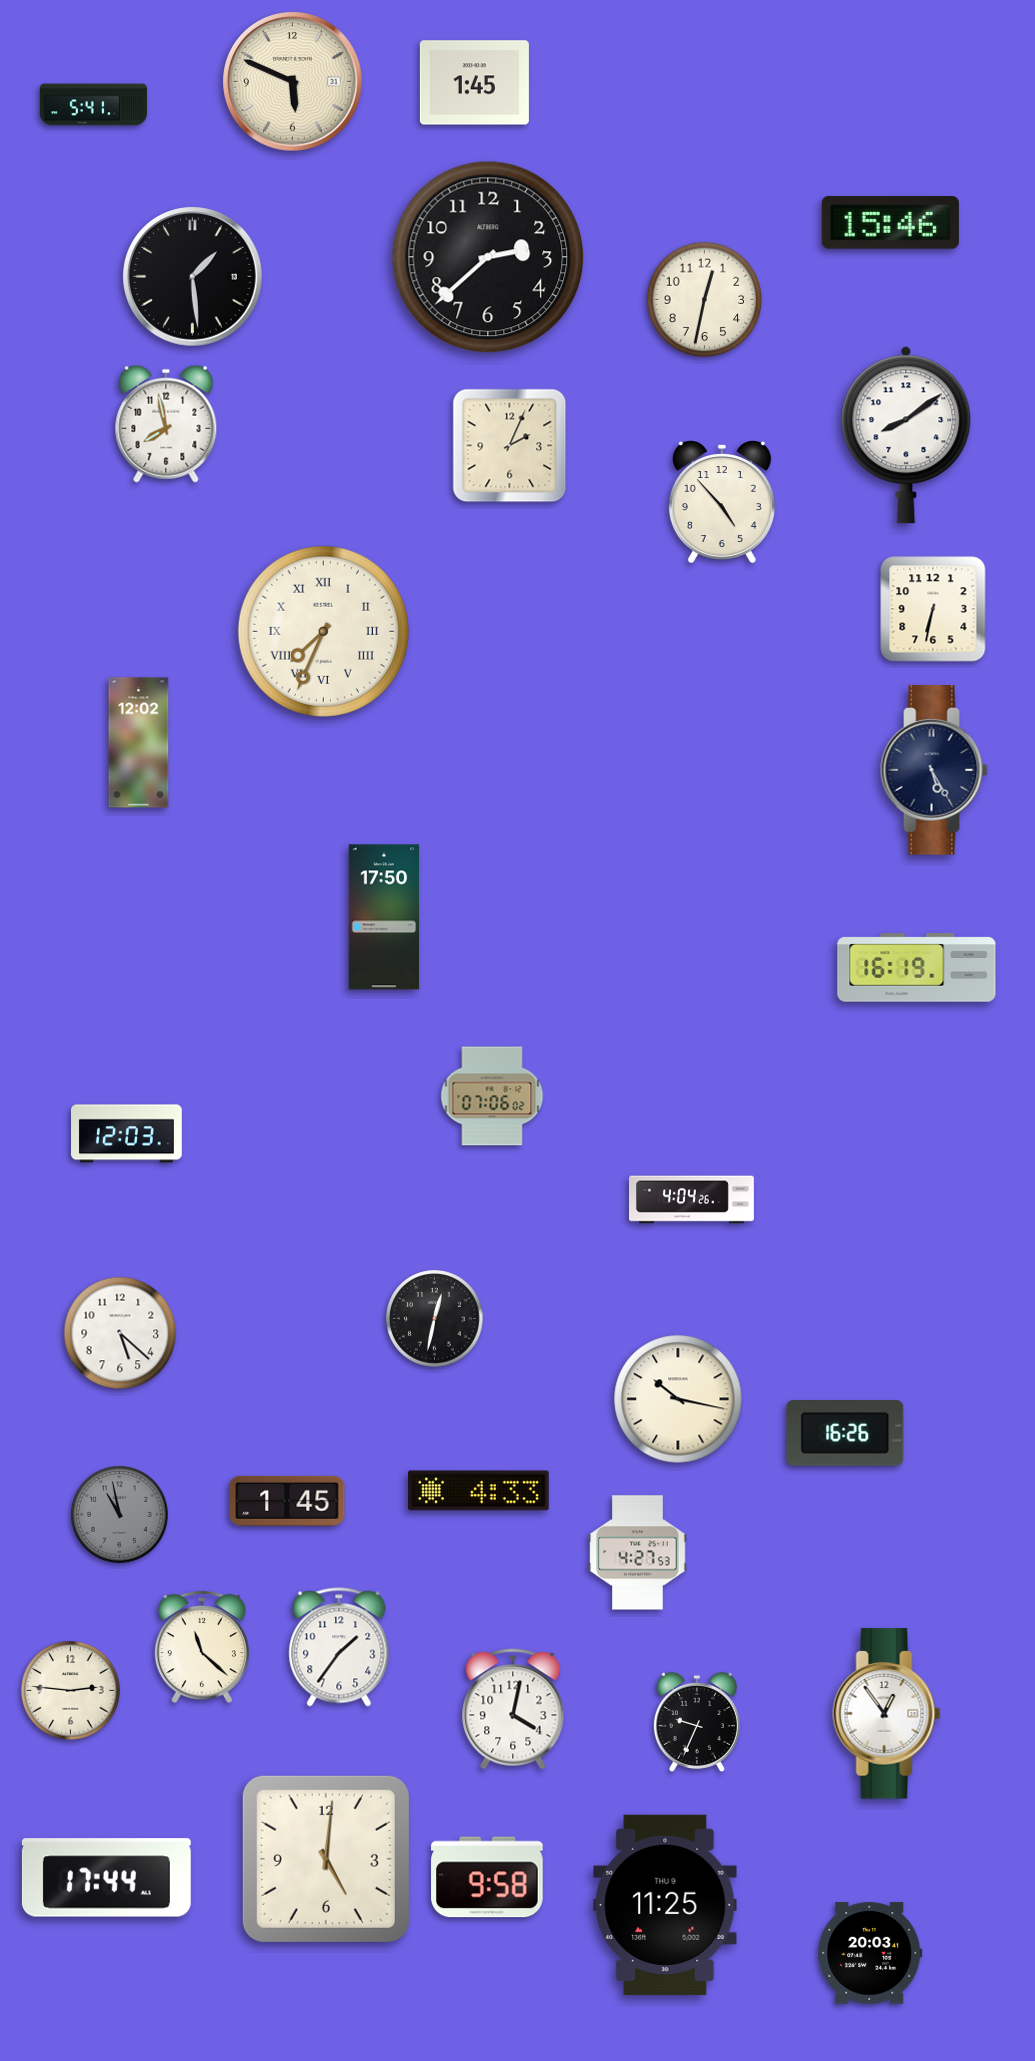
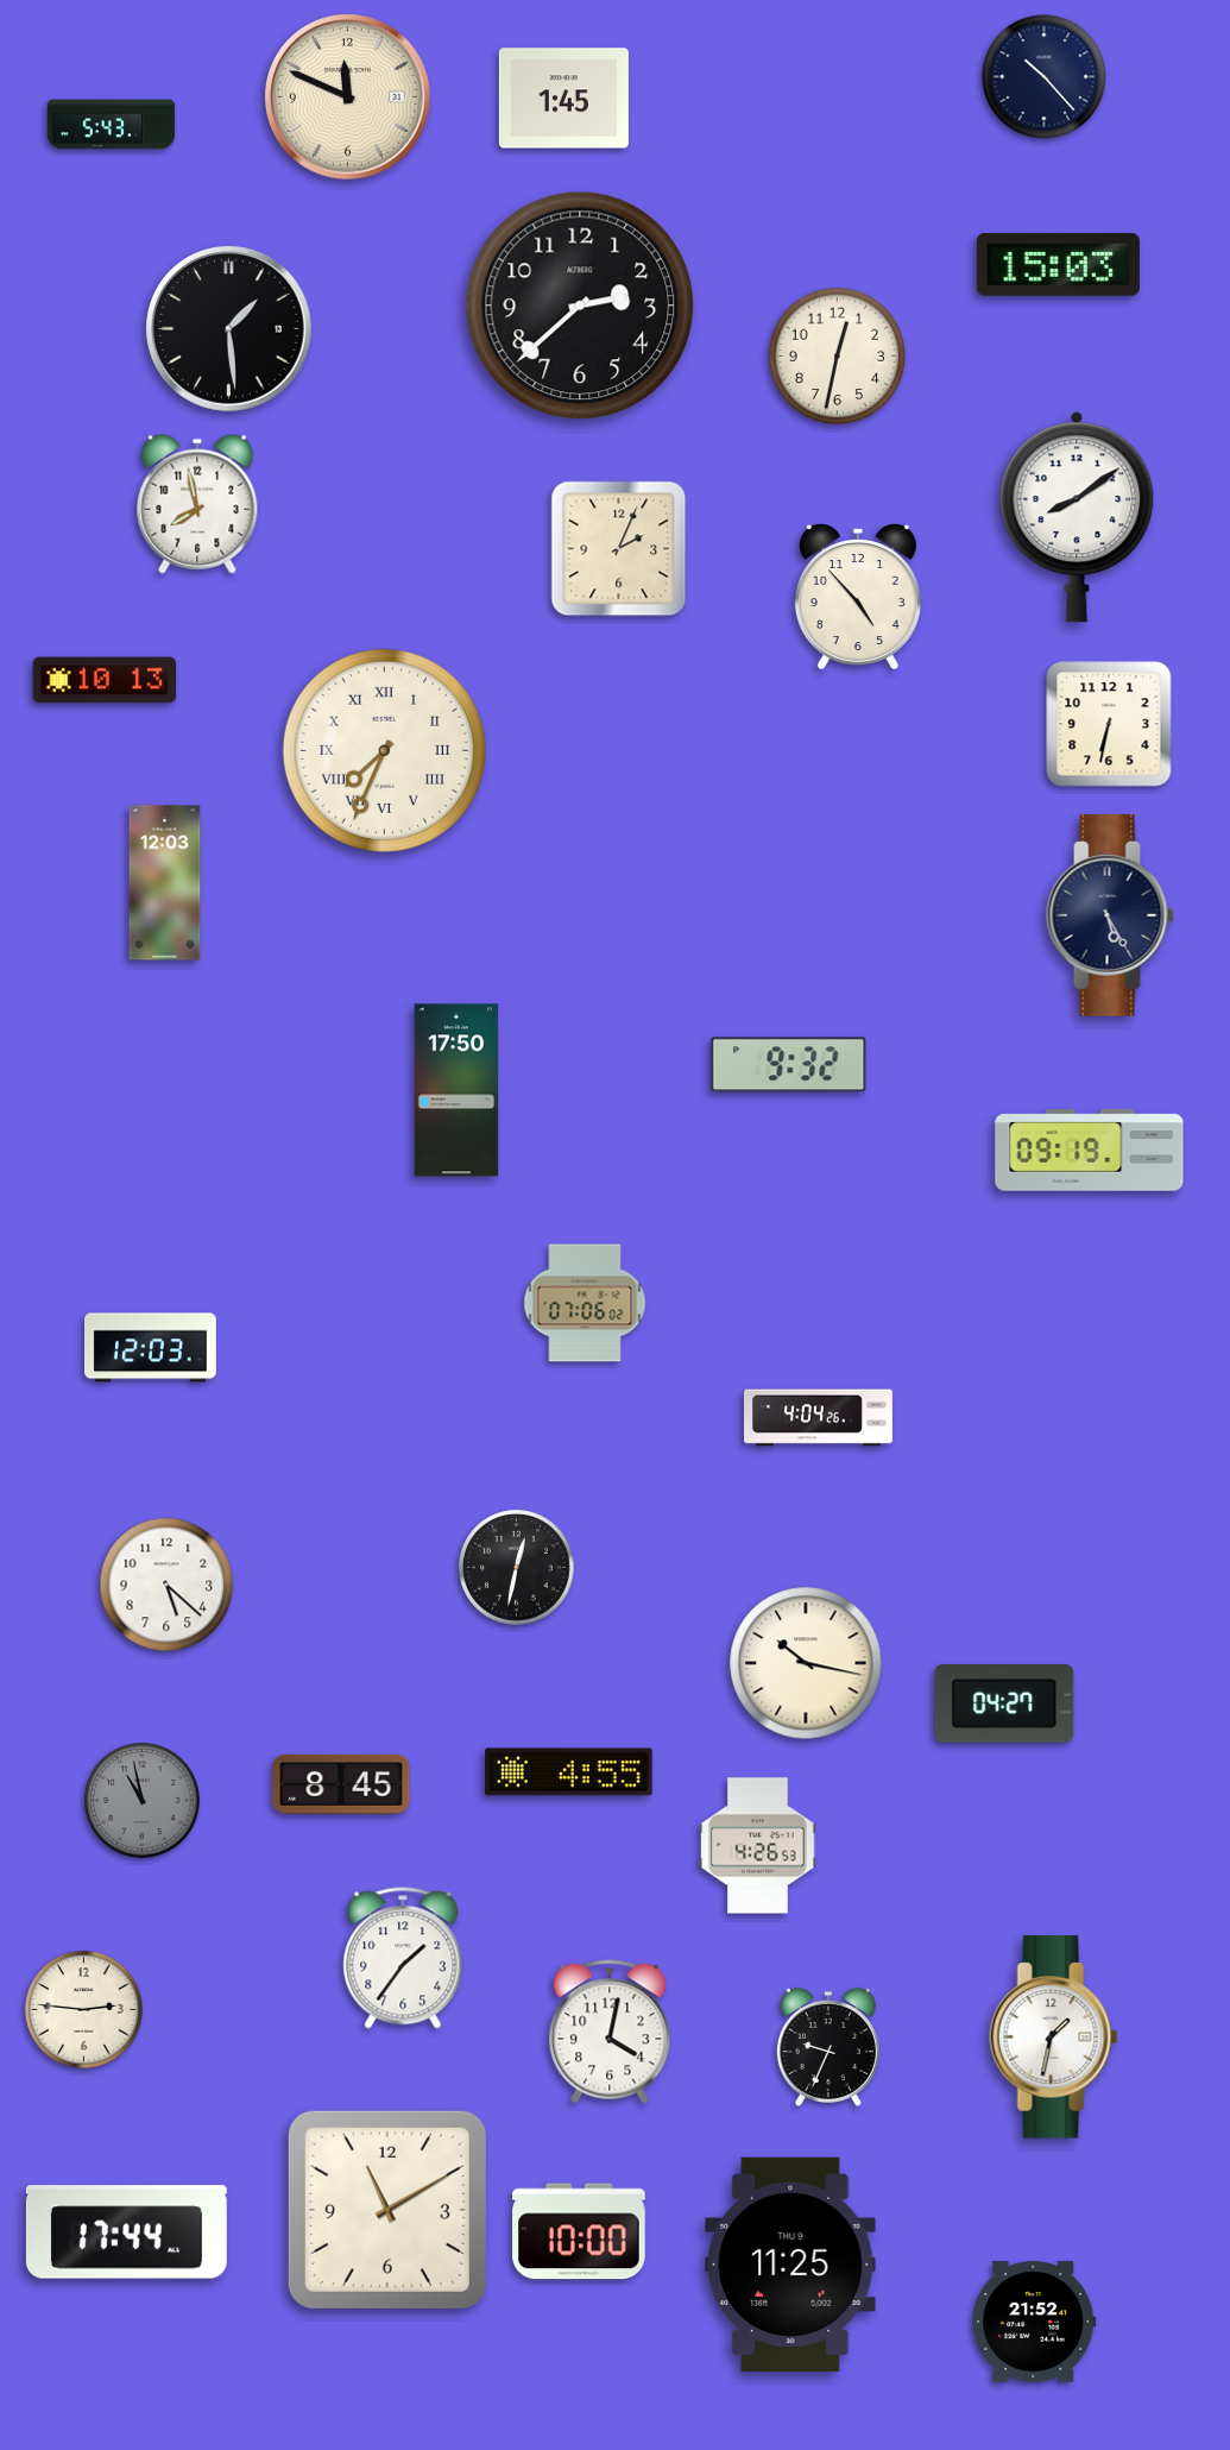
clock at (1045, 77): none -> 10:23
clock at (293, 82): 5:49 -> 11:49
clock at (94, 105): 5:41 -> 5:43
clock at (890, 223): 15:46 -> 15:03
clock at (510, 446) position: (510, 446) -> (619, 549)
clock at (105, 680): none -> 10:13
clock at (139, 743): 12:02 -> 12:03
clock at (789, 1065): none -> 9:32
clock at (917, 968): 16:19 -> 09:19
clock at (692, 1200) position: (692, 1200) -> (819, 1418)
clock at (120, 1333) position: (120, 1333) -> (166, 1585)
clock at (845, 1434): 16:26 -> 04:27
clock at (479, 1491): 4:33 -> 4:55
clock at (287, 1501): 1:45 -> 8:45
clock at (638, 1553): 4:27 -> 4:26
clock at (202, 1648): 11:22 -> none
clock at (887, 1714): 12:54 -> 1:32
clock at (326, 1859): 5:01 -> 11:10
clock at (487, 1877): 9:58 -> 10:00
clock at (870, 1953): 20:03 -> 21:52
